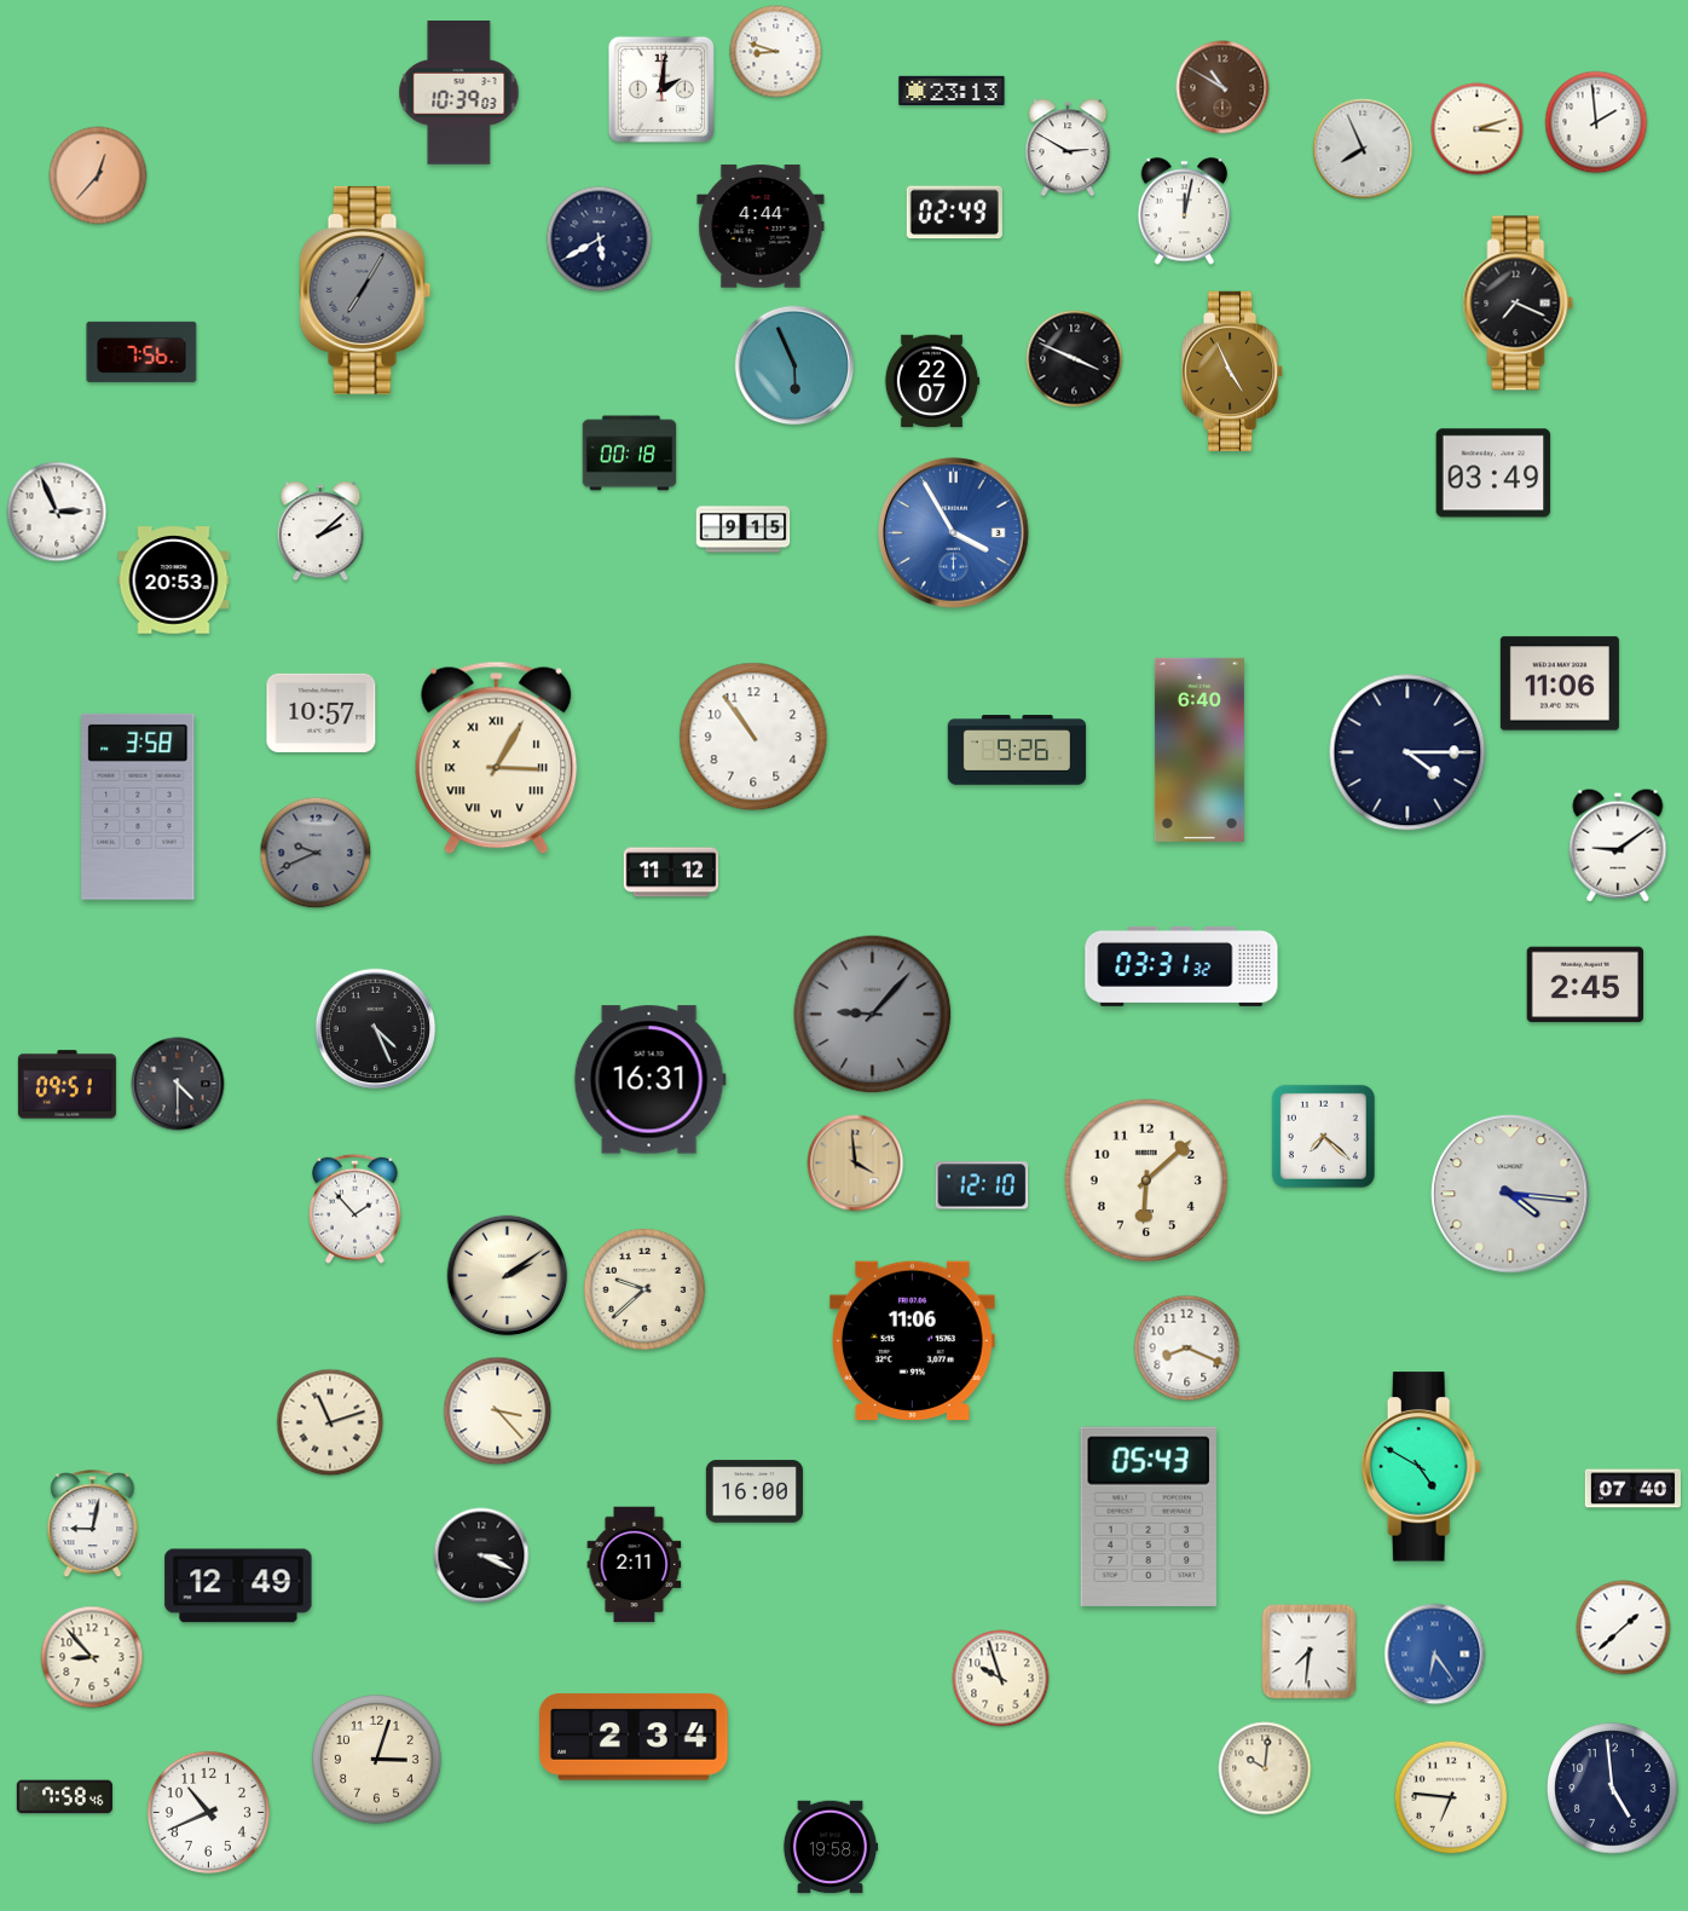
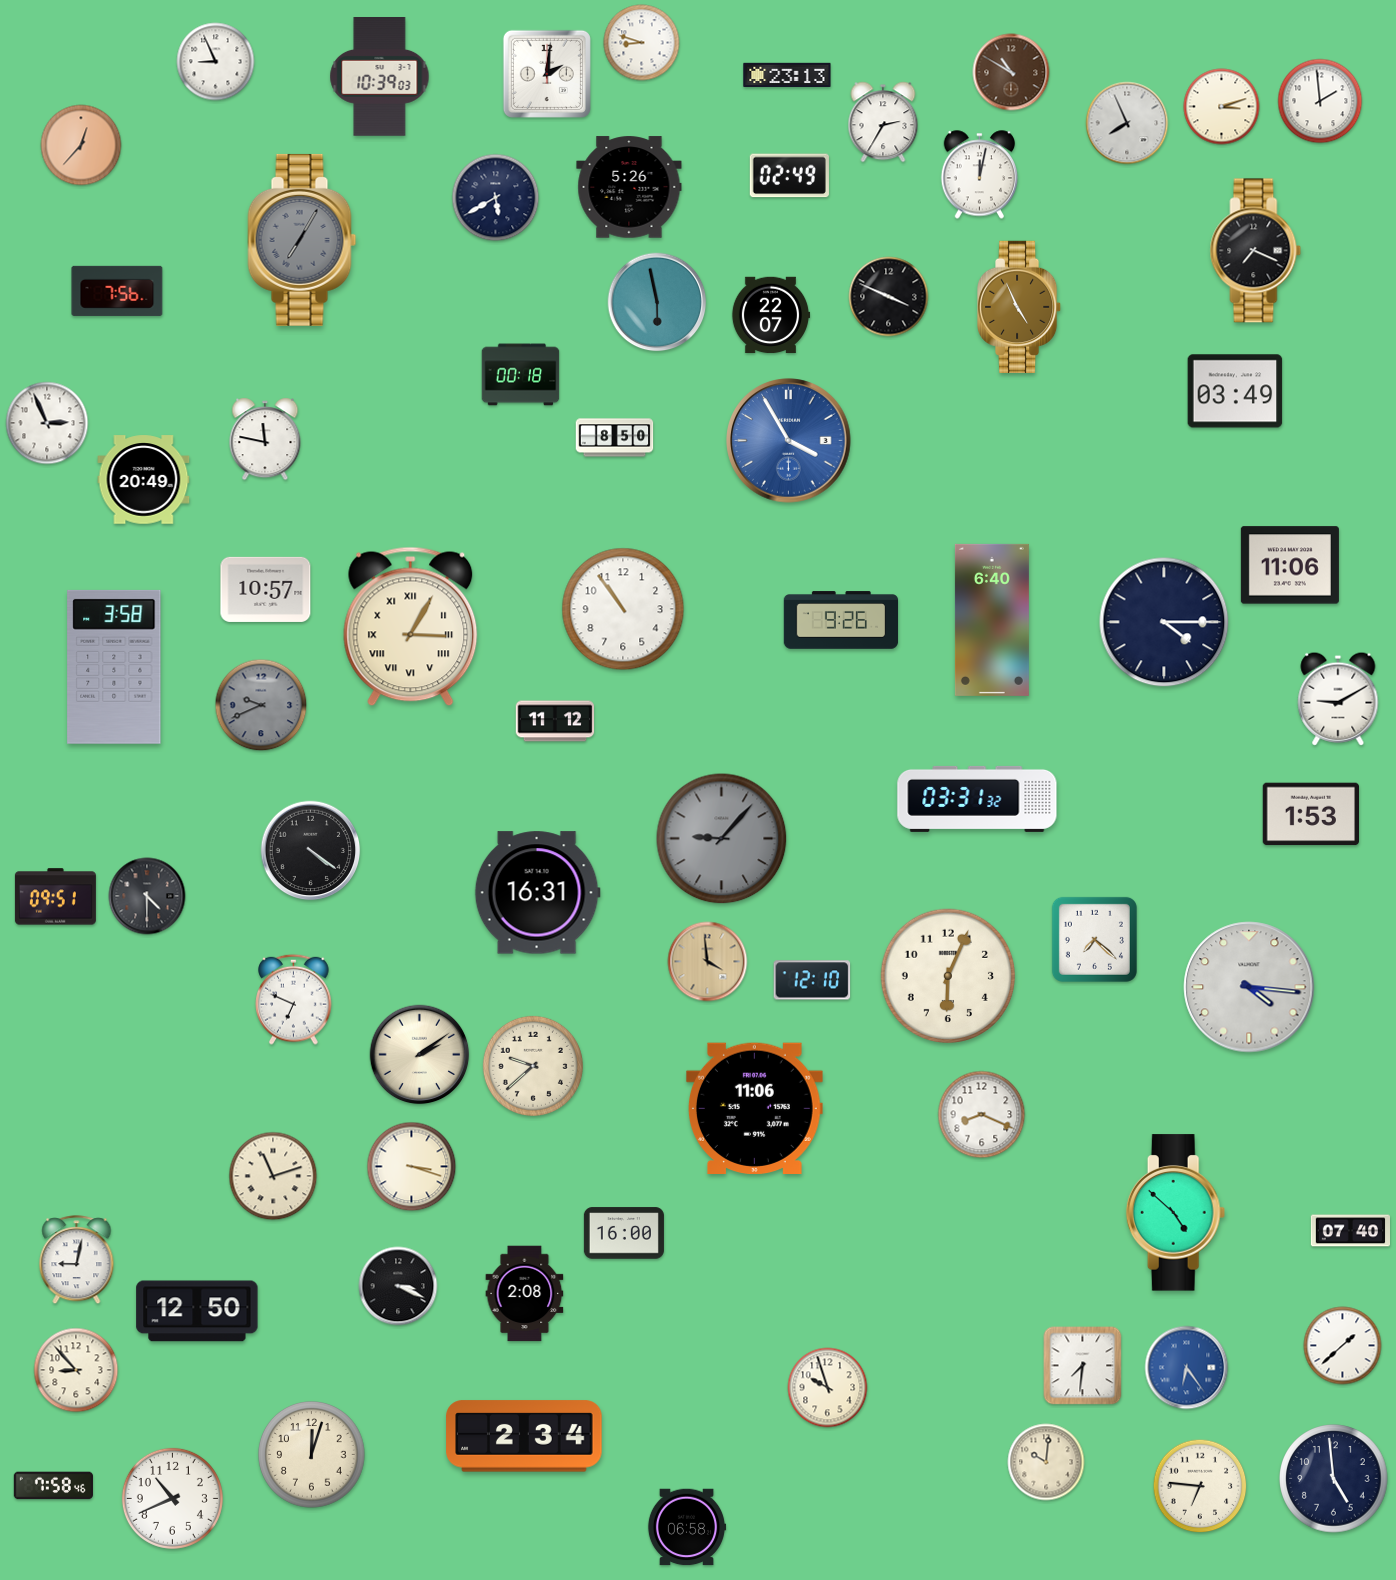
clock at (216, 62): none -> 8:56
clock at (1068, 148): 2:50 -> 2:35
clock at (761, 226): 4:44 -> 5:26
clock at (794, 365): 5:56 -> 5:58
clock at (744, 530): 9:15 -> 8:50
clock at (320, 531): 2:08 -> 11:47
clock at (174, 581): 20:53 -> 20:49
clock at (1618, 845): 9:09 -> 9:10
clock at (1584, 985): 2:45 -> 1:53
clock at (376, 1029): 4:26 -> 4:21
clock at (1146, 1180): 6:08 -> 6:04
clock at (355, 1208): 1:53 -> 6:49
clock at (498, 1411): 3:23 -> 3:18
clock at (1422, 1467): 4:50 -> 4:52
clock at (1149, 1517): 05:43 -> none
clock at (635, 1565): 2:11 -> 2:08
clock at (238, 1586): 12:49 -> 12:50
clock at (377, 1760): 3:03 -> 12:03
clock at (831, 1847): 19:58 -> 06:58
